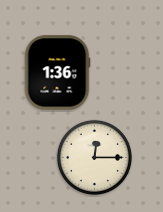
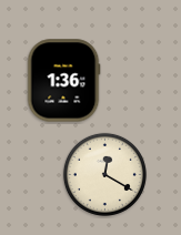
clock at (94, 157): 12:15 -> 12:20
